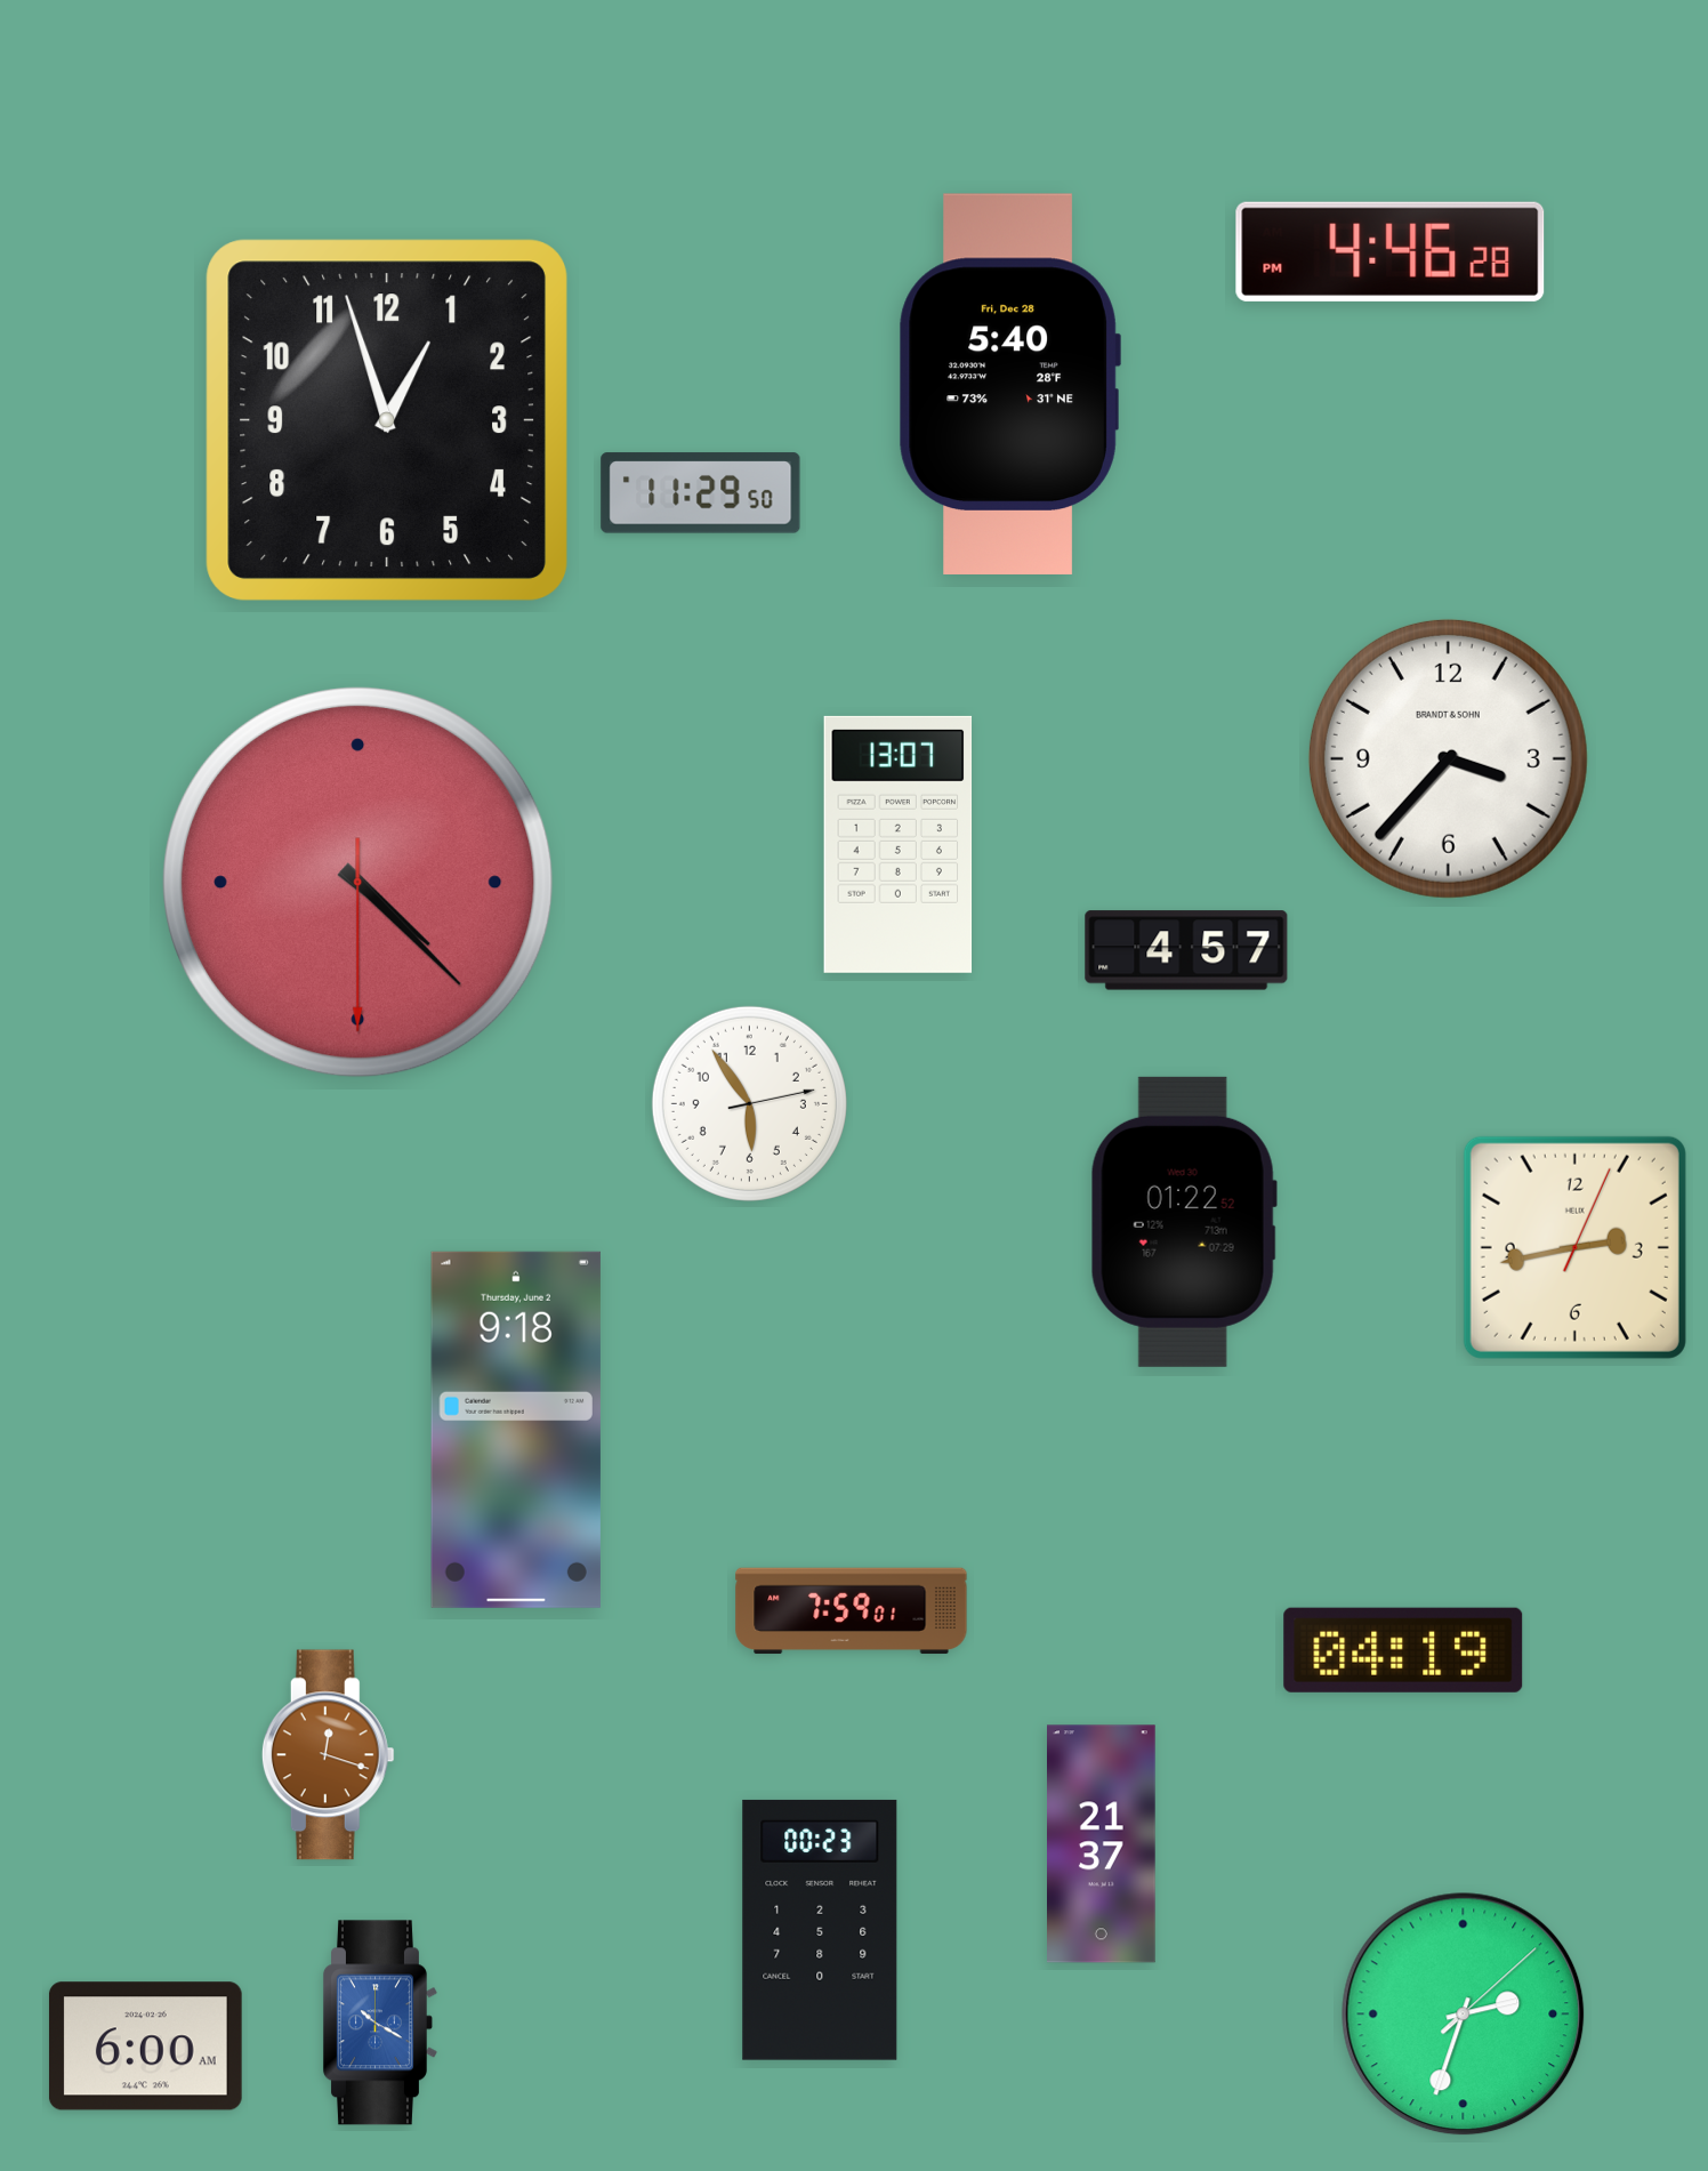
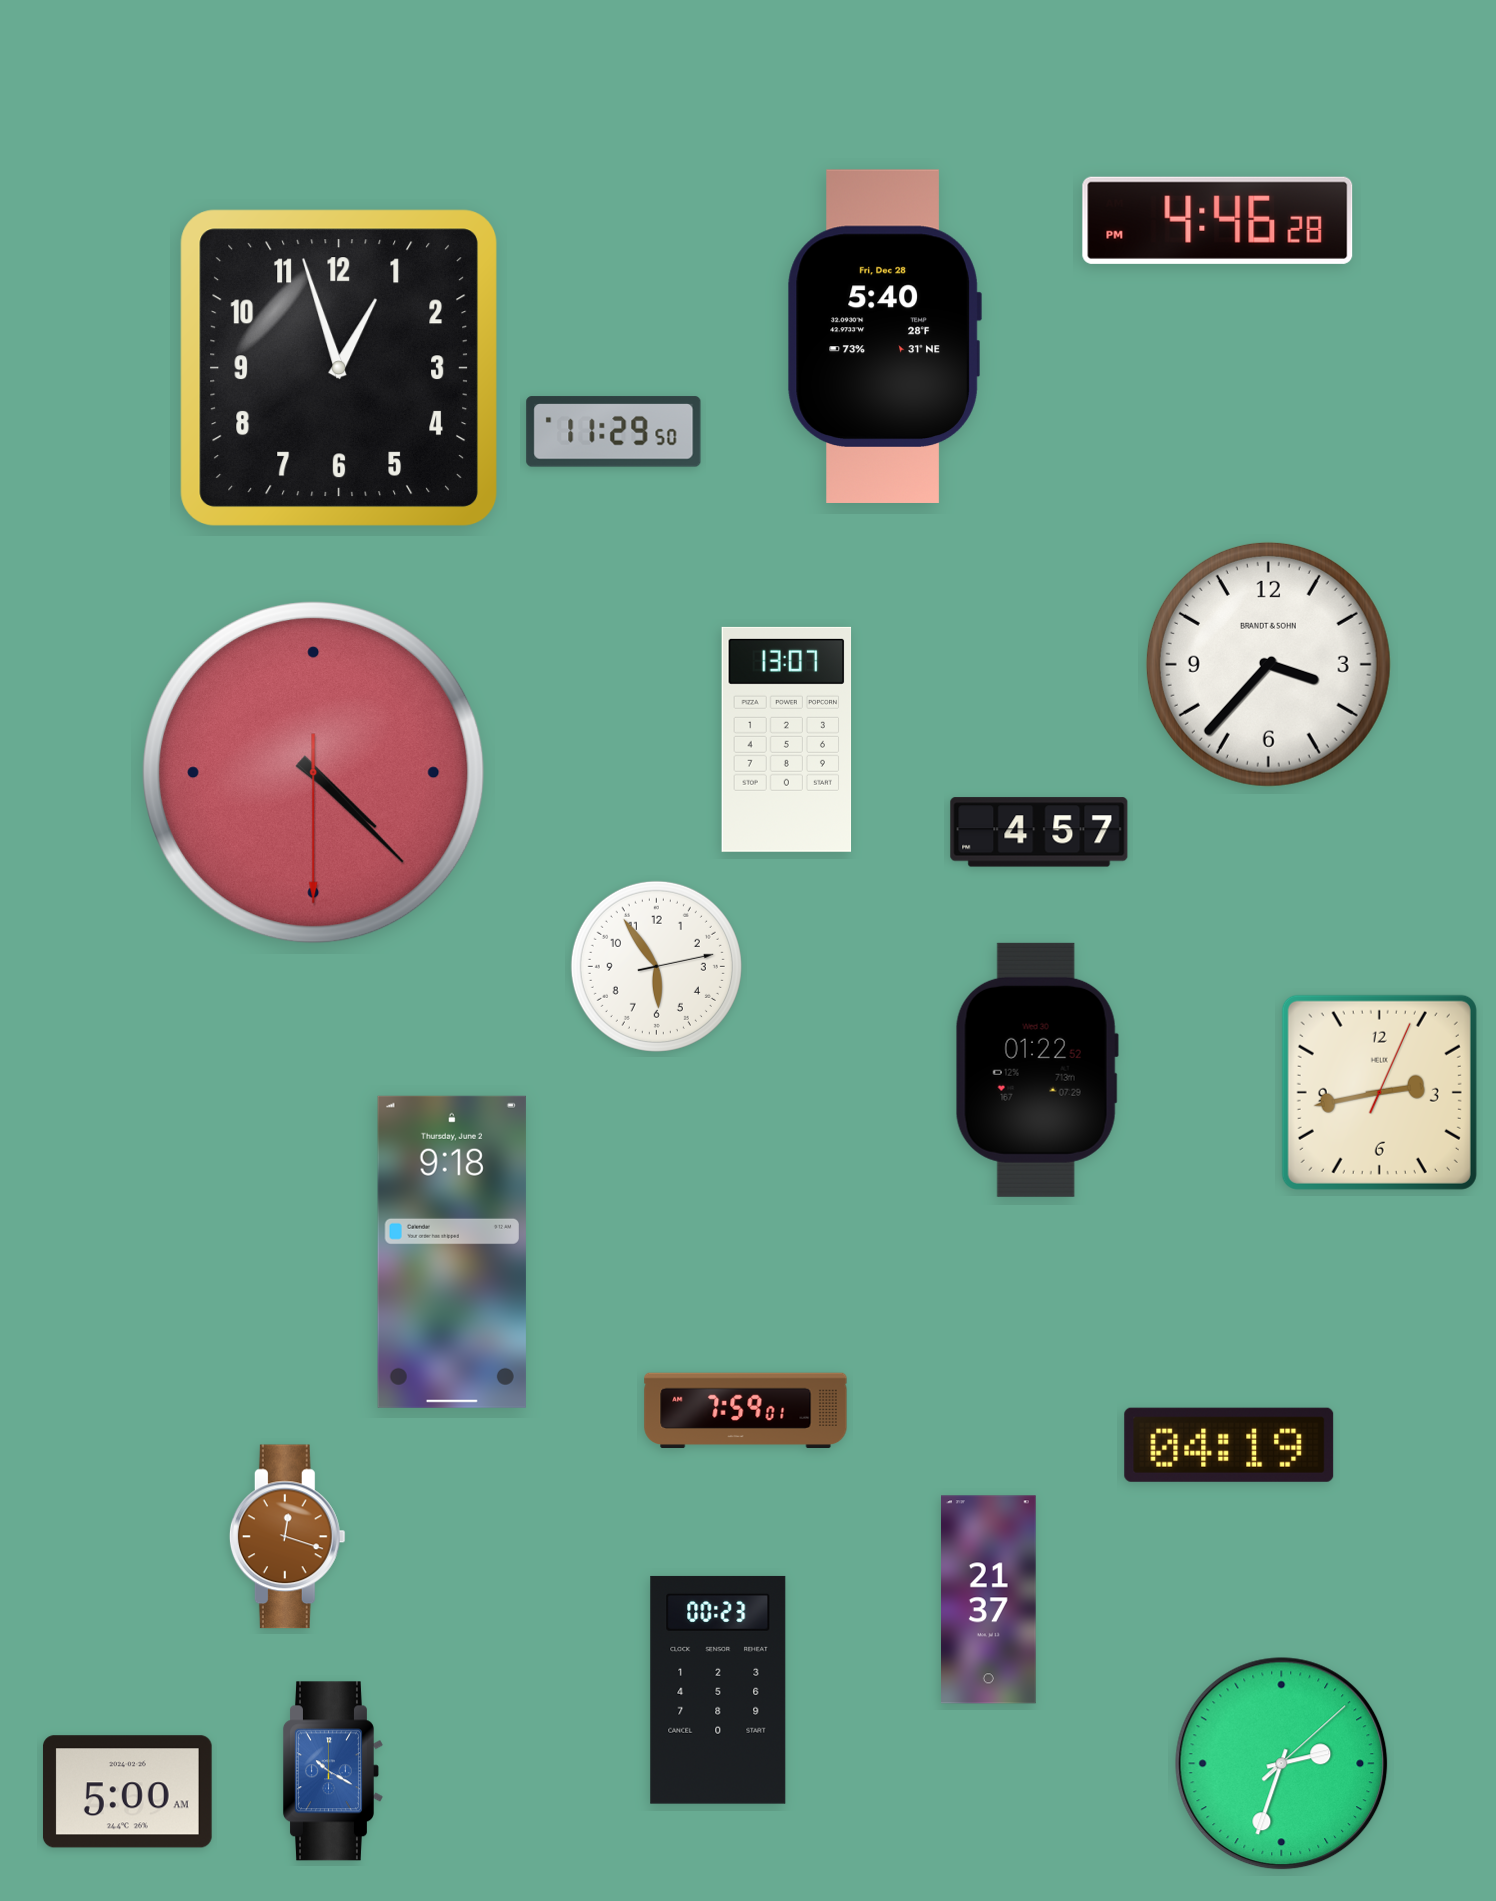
clock at (1102, 1844) position: (1102, 1844) -> (989, 1600)
clock at (145, 2047): 6:00 -> 5:00
